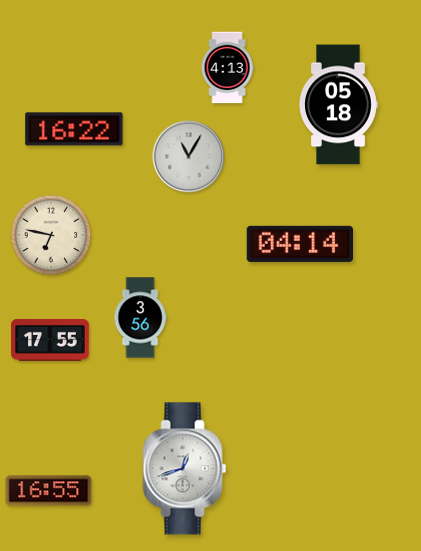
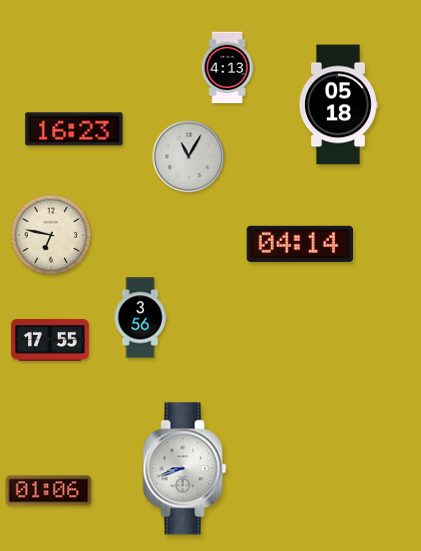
clock at (74, 129): 16:22 -> 16:23
clock at (185, 469): 12:42 -> 8:42
clock at (49, 491): 16:55 -> 01:06
